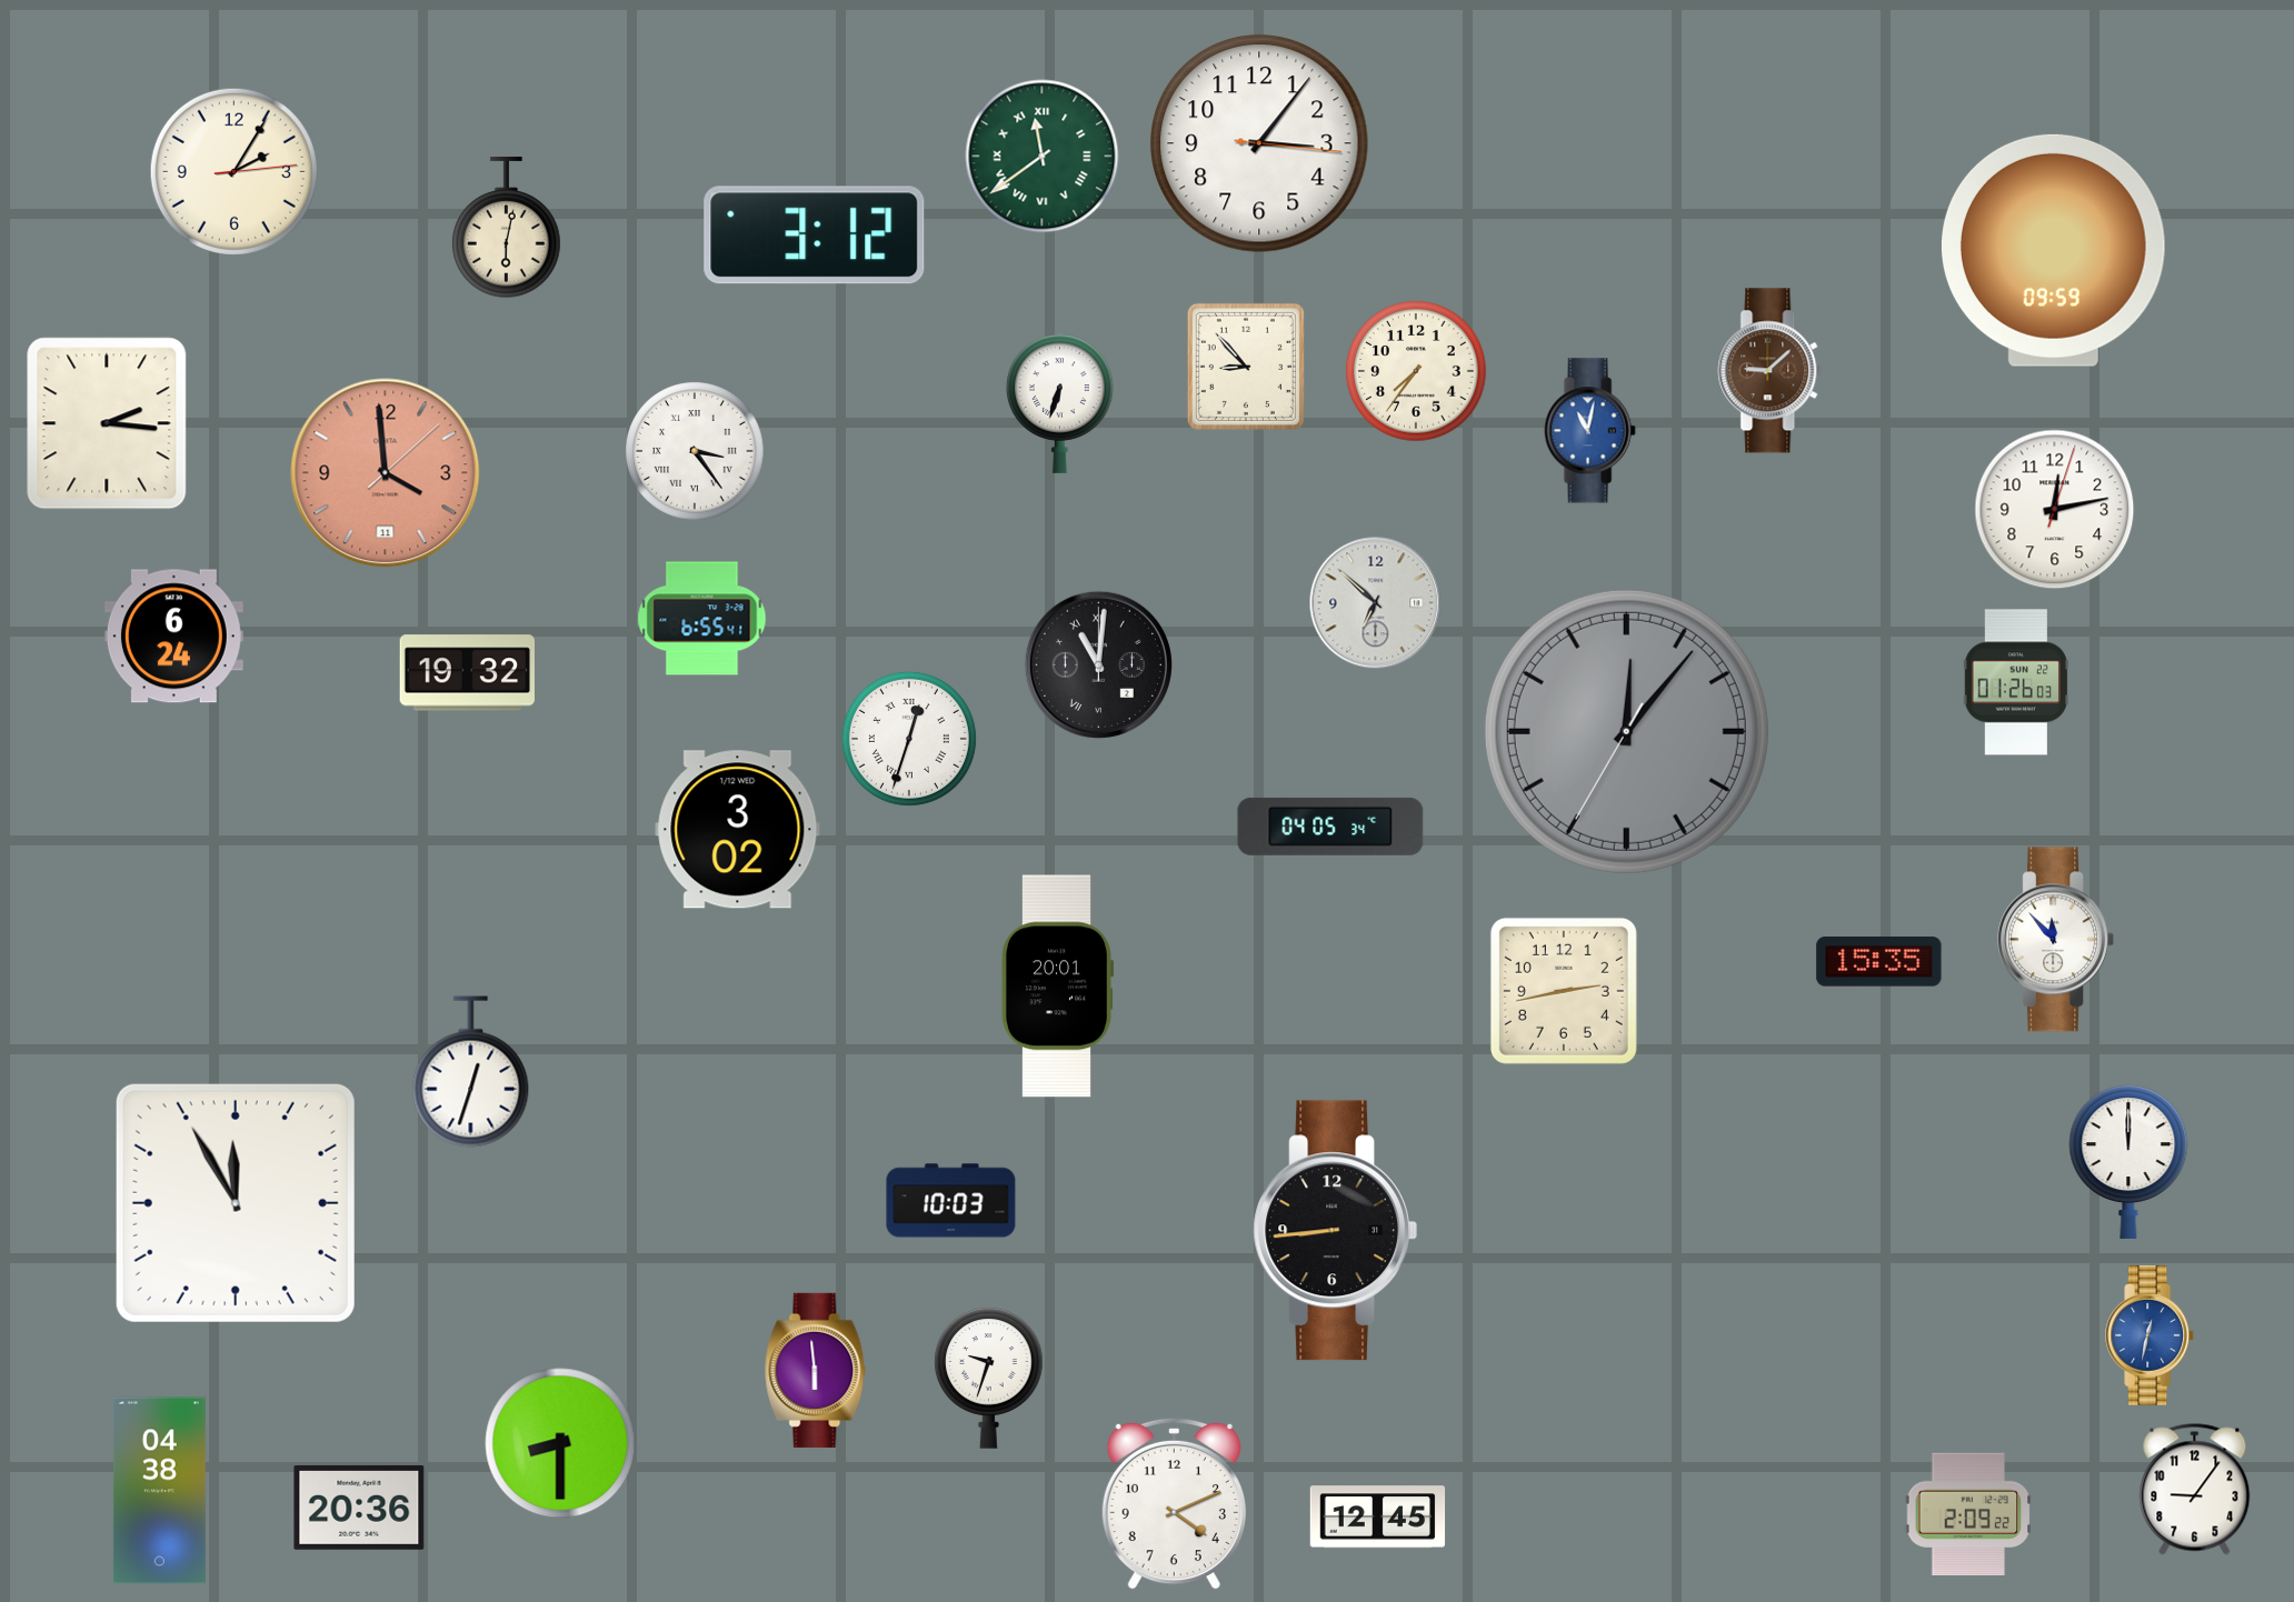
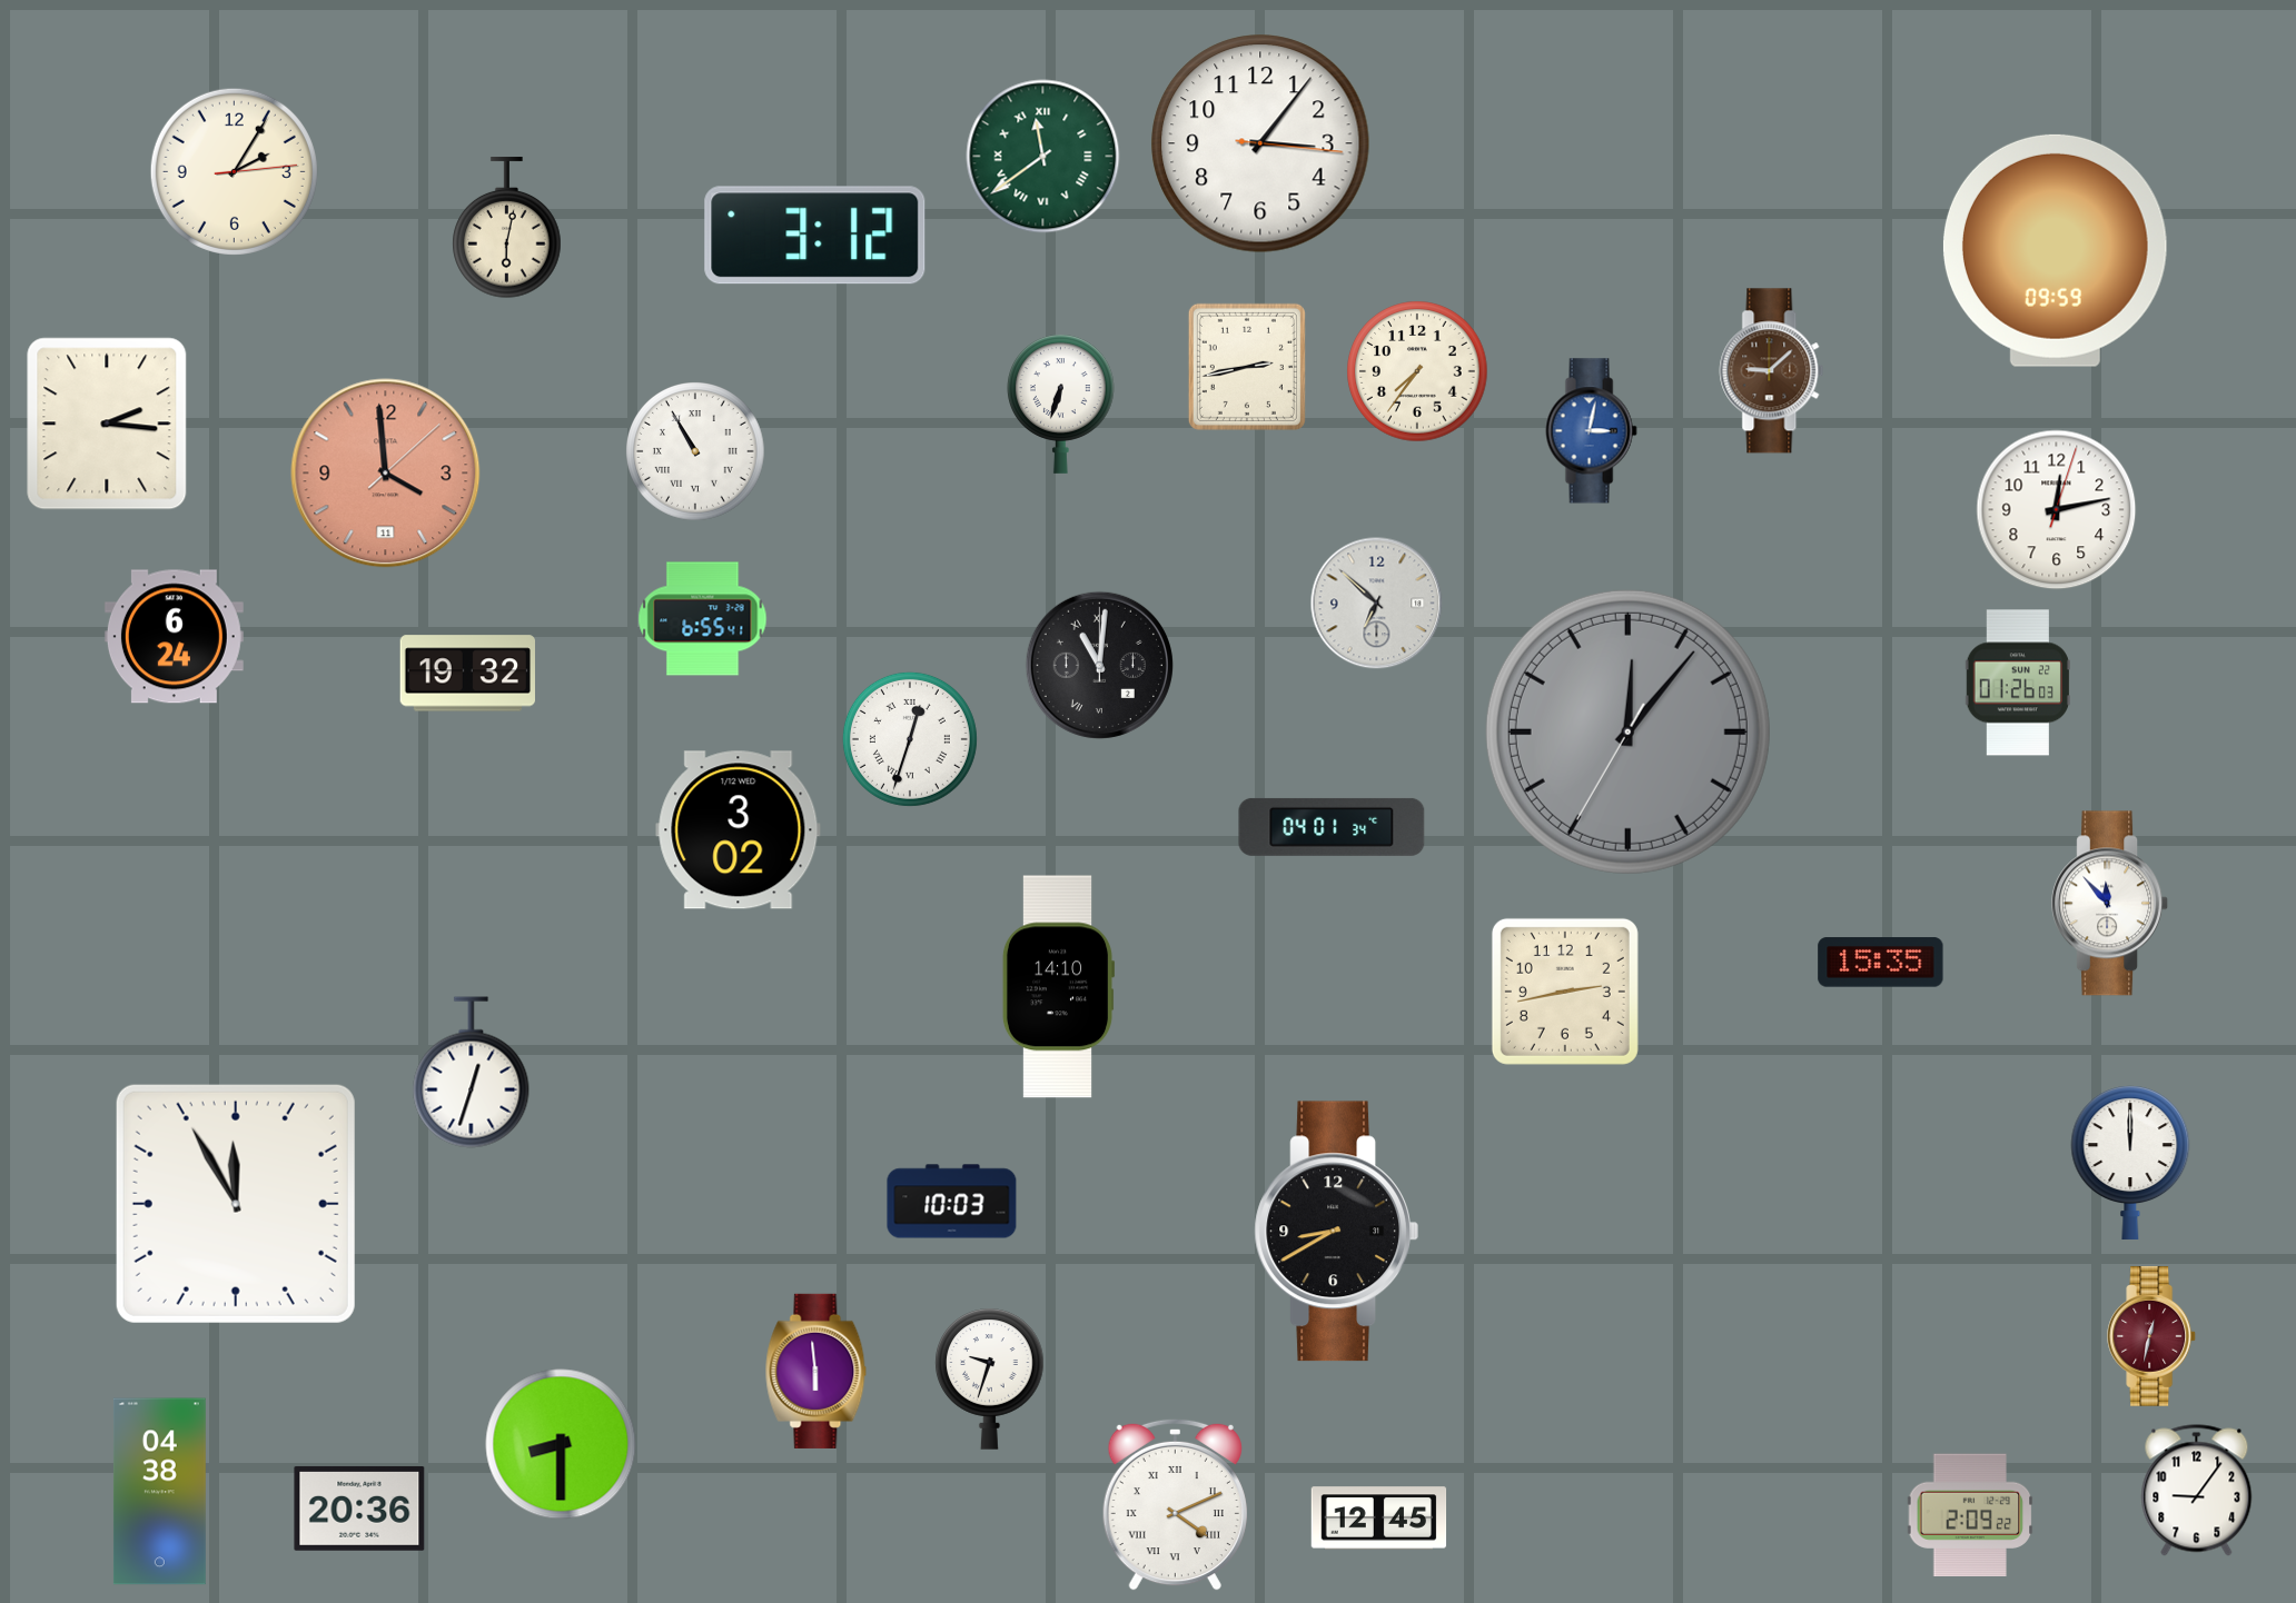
clock at (1246, 367): 8:53 -> 2:43
clock at (1589, 431): 11:02 -> 3:02
clock at (695, 451): 3:24 -> 10:55
clock at (1330, 827): 04:05 -> 04:01
clock at (2056, 940) position: (2056, 940) -> (2110, 904)
clock at (1057, 987): 20:01 -> 14:10
clock at (1335, 1231): 8:44 -> 8:40
clock at (2151, 1336) dial: blue -> burgundy
clock at (1174, 1503) numerals: Arabic -> Roman
